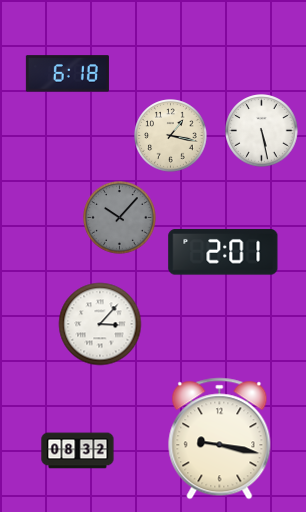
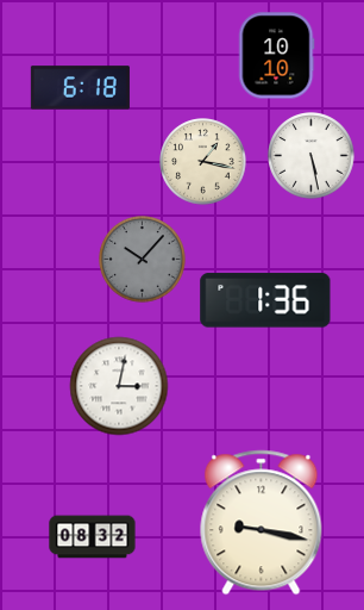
clock at (276, 56): none -> 10:10
clock at (223, 252): 2:01 -> 1:36
clock at (100, 324): 3:07 -> 3:02
